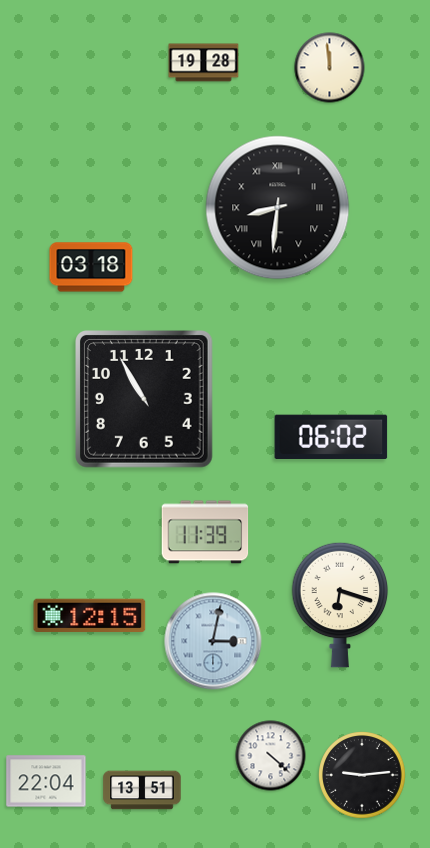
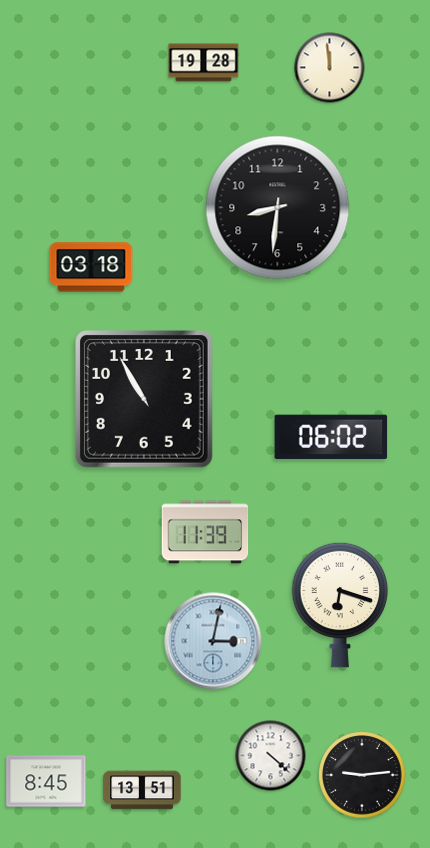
clock at (278, 208) numerals: Roman -> Arabic
clock at (90, 616): 12:15 -> none
clock at (46, 781): 22:04 -> 8:45
